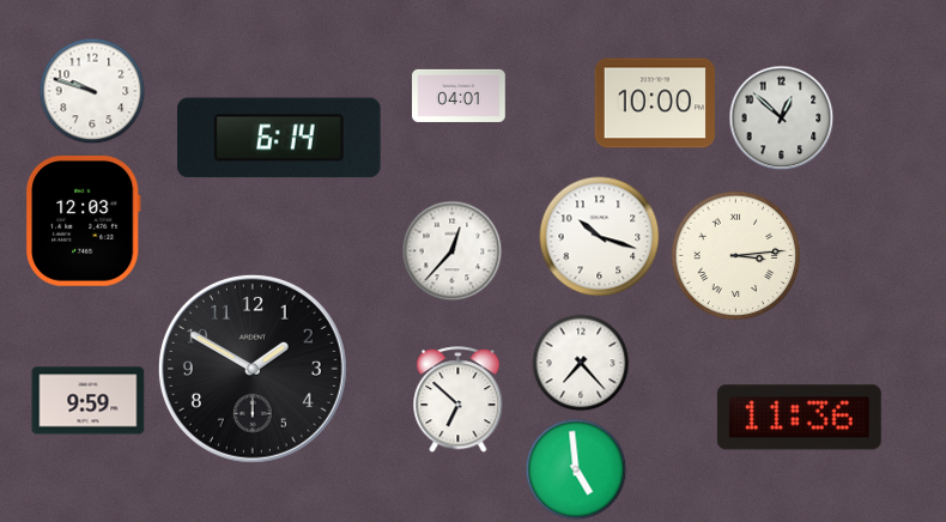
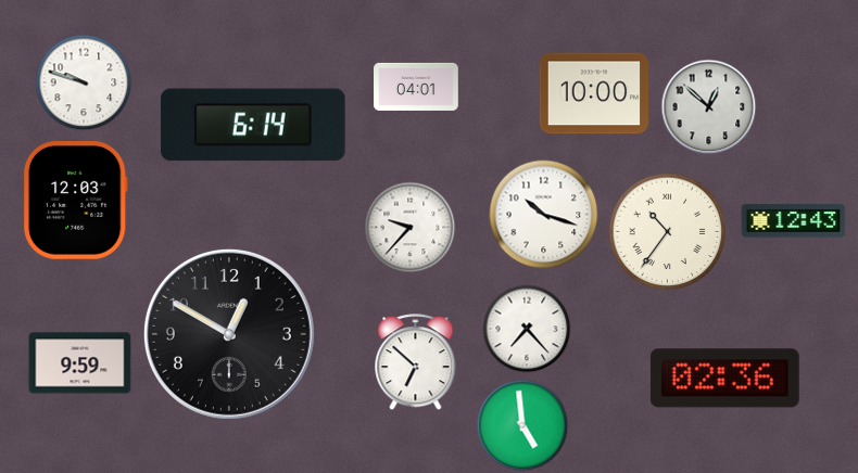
clock at (794, 221): none -> 12:43
clock at (453, 251): 12:37 -> 9:37
clock at (736, 256): 3:14 -> 10:36
clock at (253, 369): 1:50 -> 12:50
clock at (799, 418): 11:36 -> 02:36
